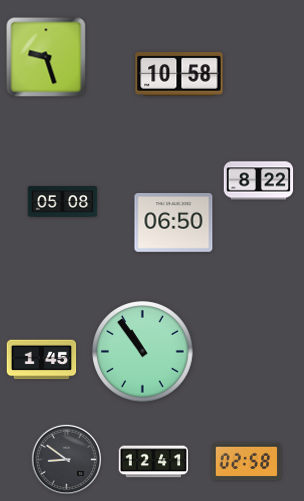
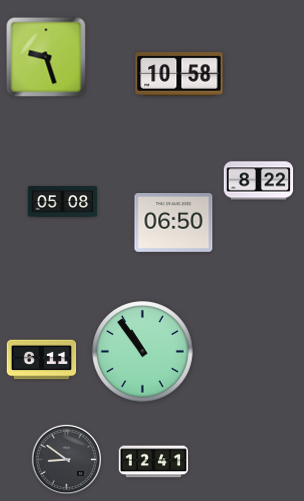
clock at (42, 360): 1:45 -> 6:11
clock at (247, 462): 02:58 -> none
